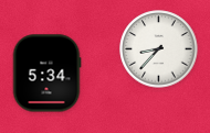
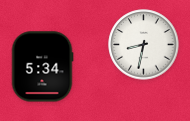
clock at (159, 49): 8:37 -> 8:32
